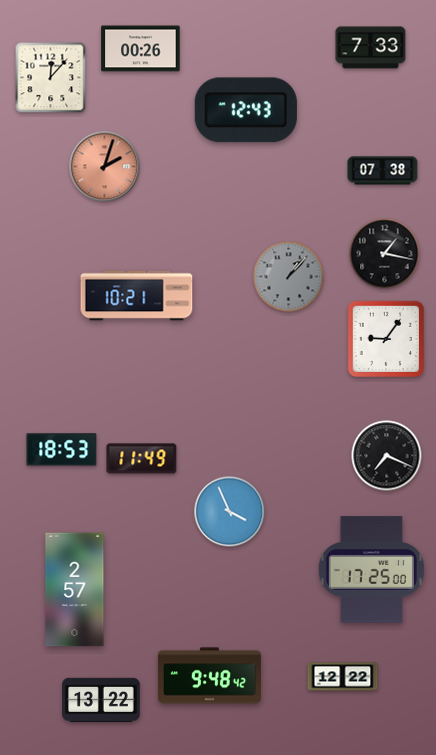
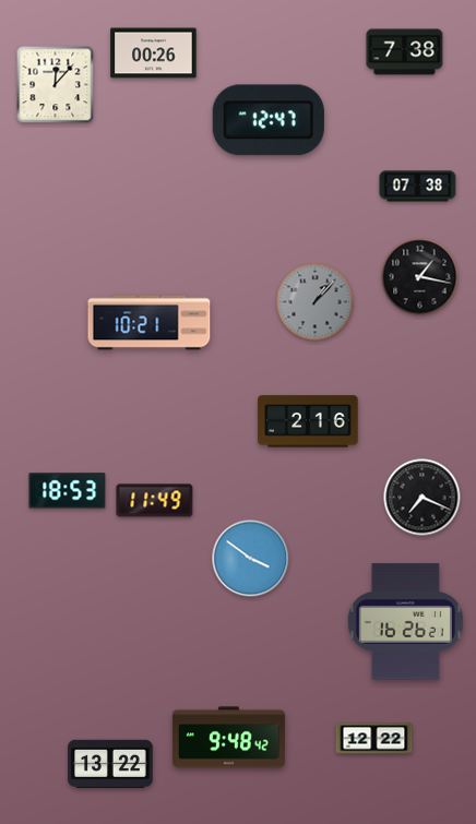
clock at (371, 48): 7:33 -> 7:38
clock at (246, 110): 12:43 -> 12:47
clock at (105, 167): 2:03 -> none
clock at (385, 338): 9:06 -> none
clock at (308, 421): none -> 2:16
clock at (230, 512): 3:56 -> 3:51
clock at (371, 570): 17:25 -> 16:26
clock at (75, 590): 2:57 -> none
